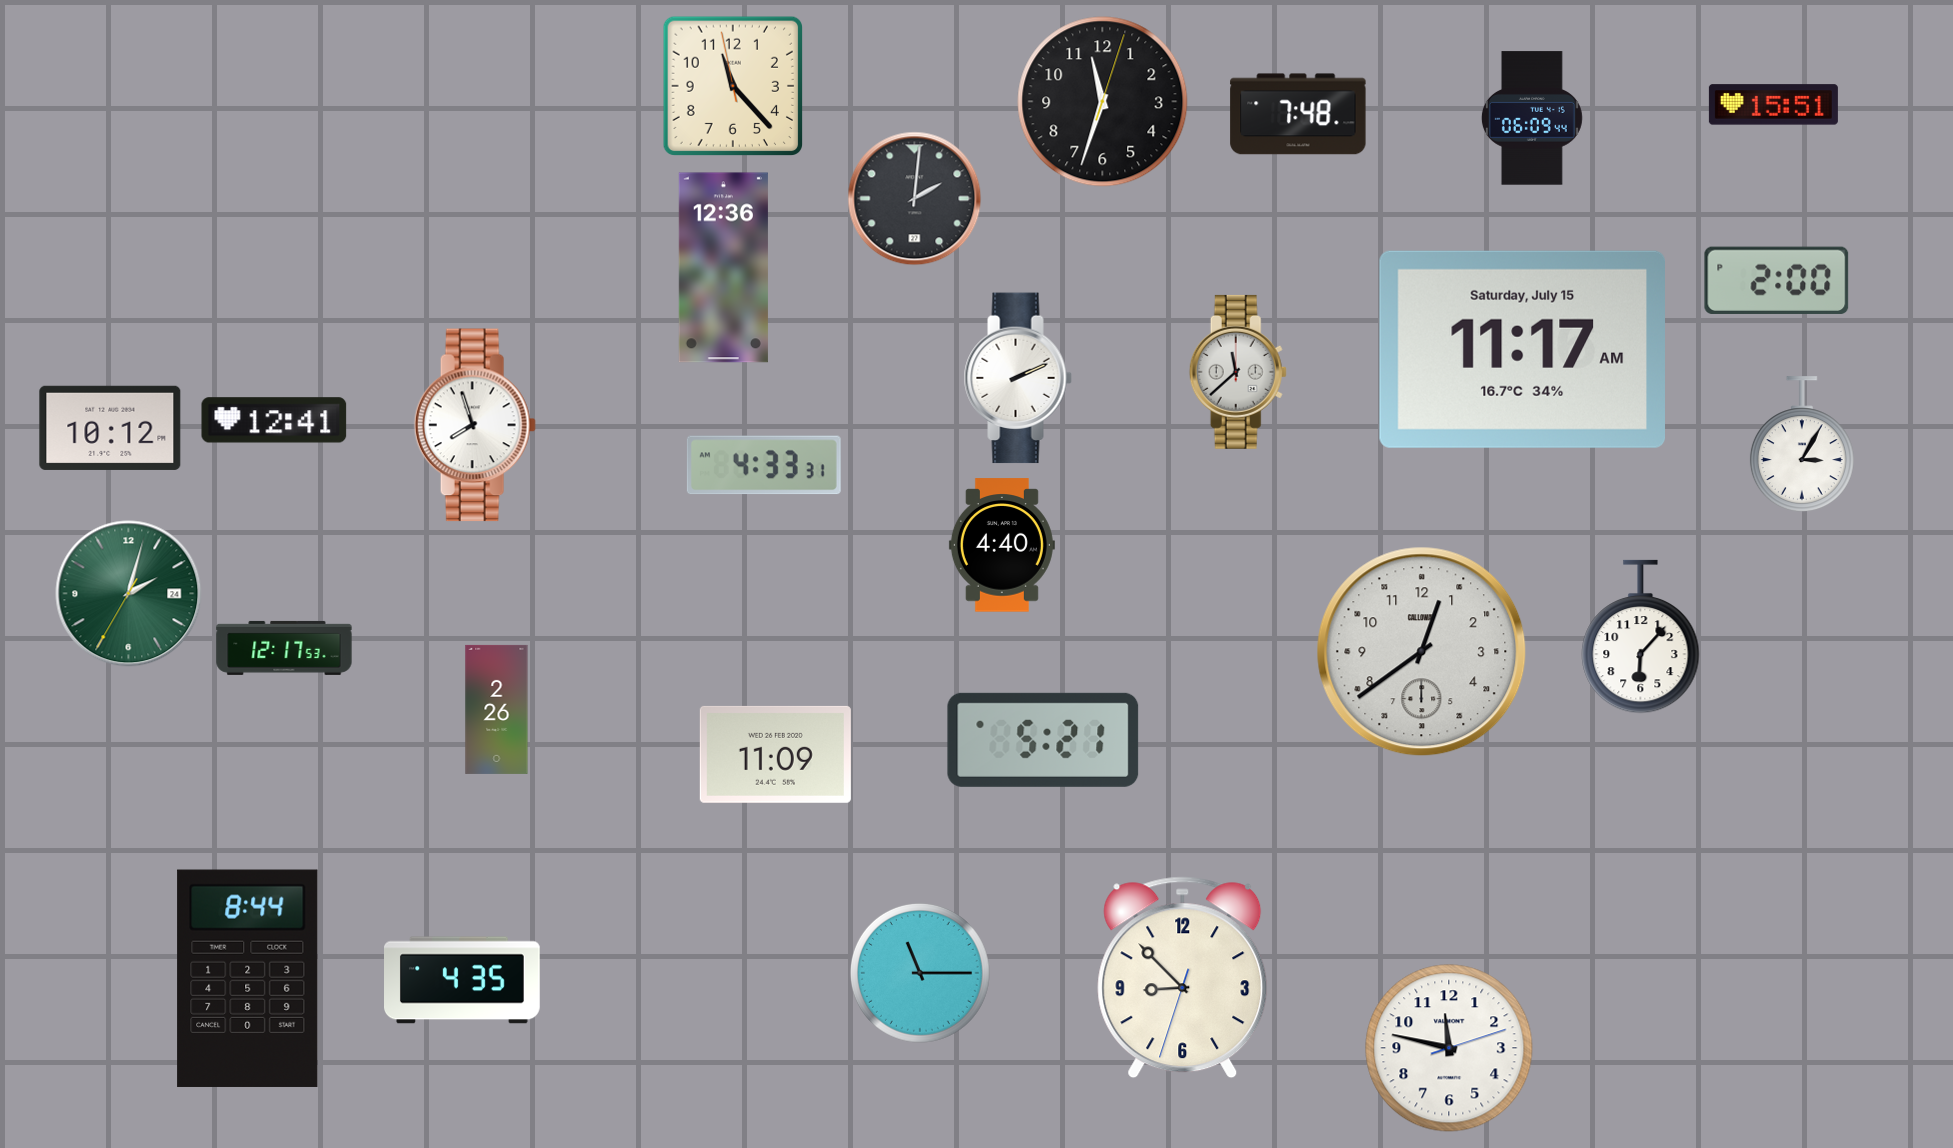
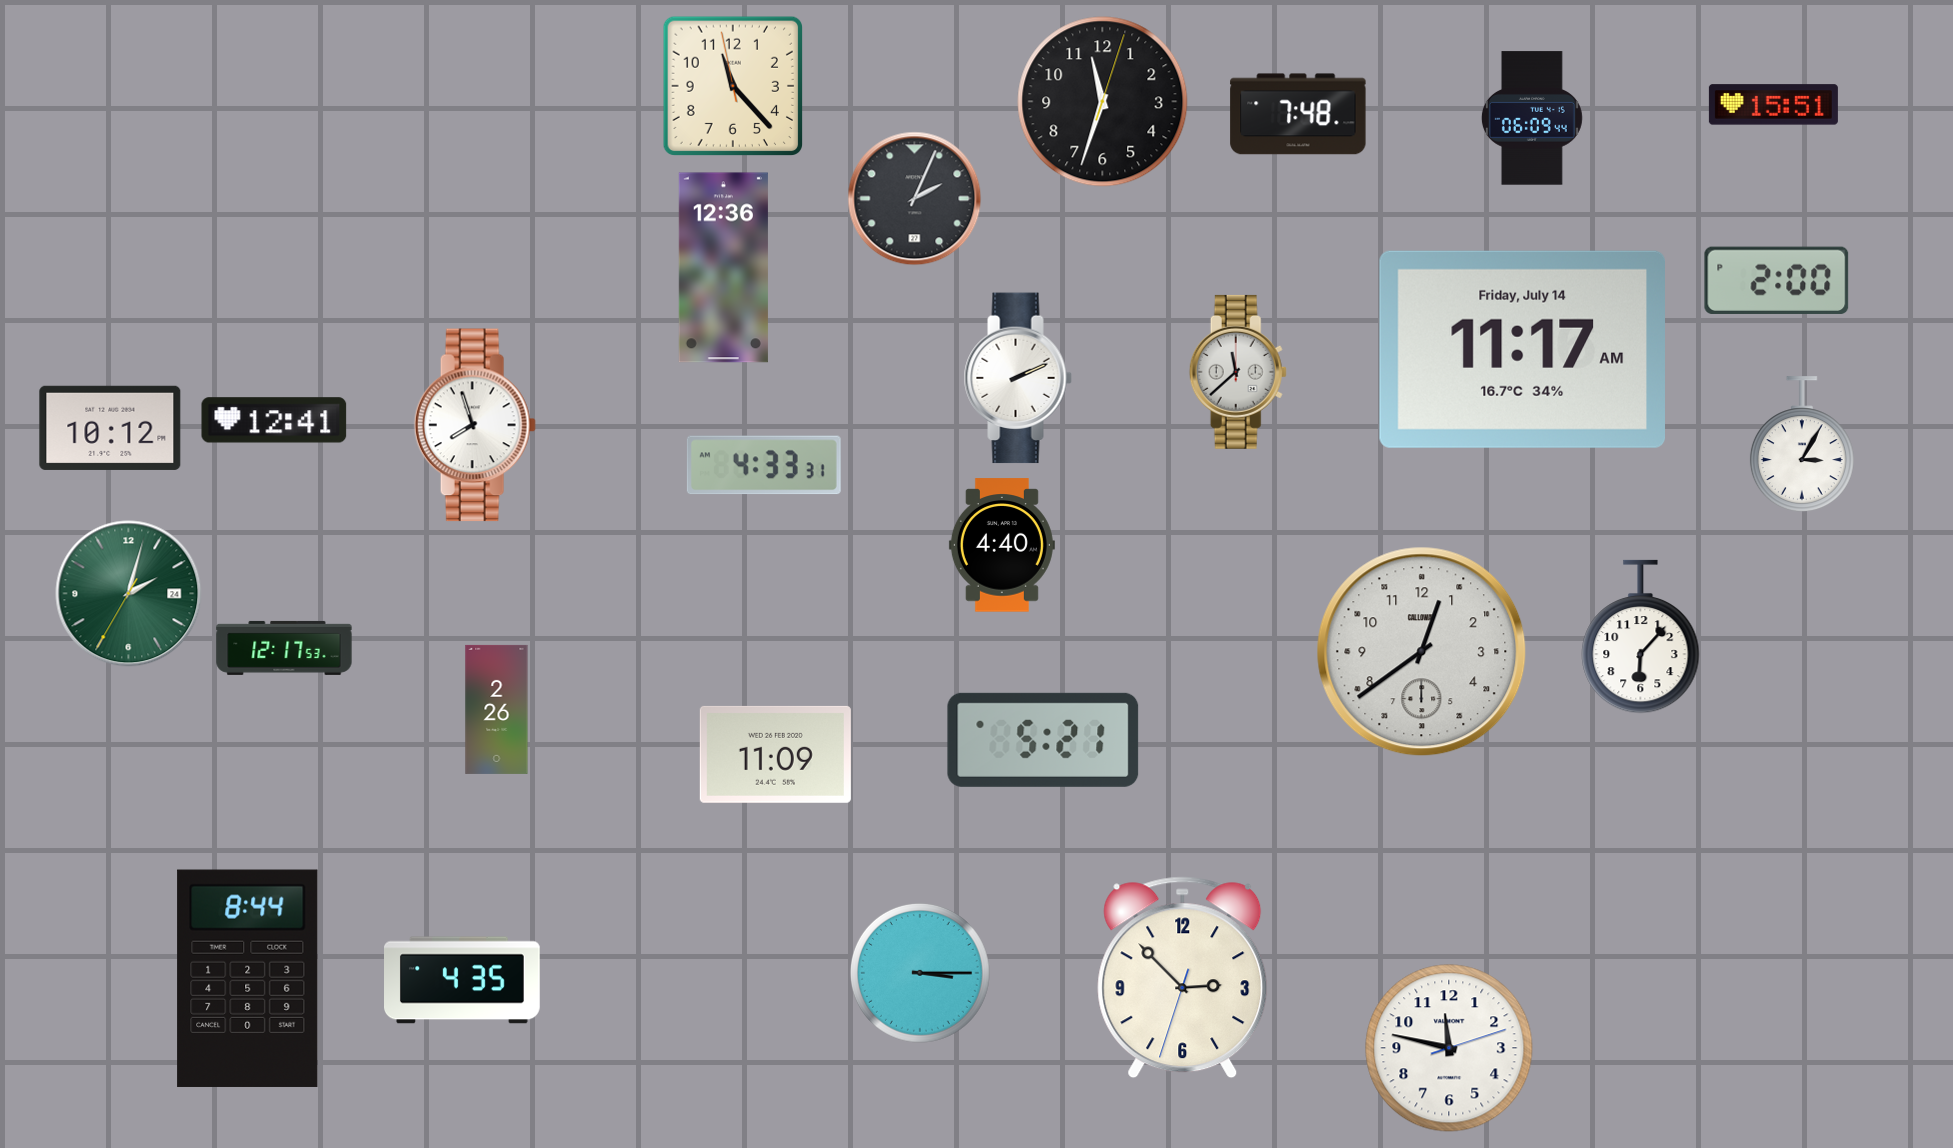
clock at (915, 199): 2:01 -> 2:04
clock at (1522, 349) date: Saturday, July 15 -> Friday, July 14
clock at (920, 973): 11:15 -> 3:15
clock at (1183, 978): 8:52 -> 2:52
